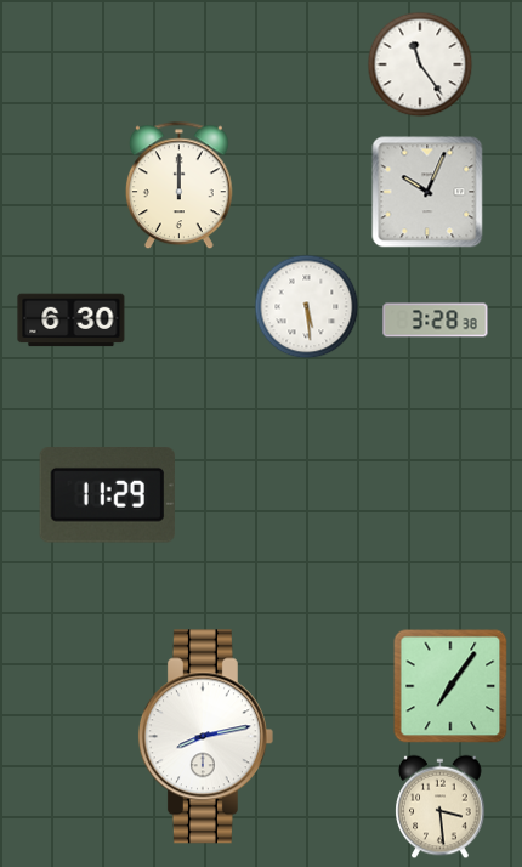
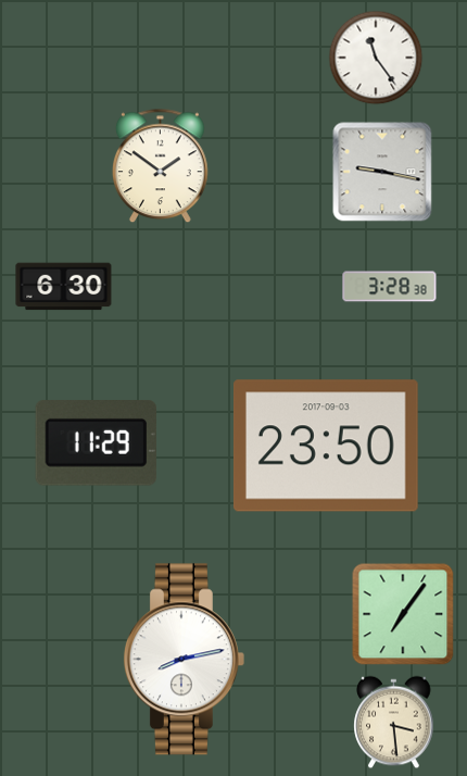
clock at (180, 186): 12:00 -> 1:51
clock at (427, 192): 10:04 -> 9:17
clock at (307, 307): 5:29 -> none
clock at (326, 446): none -> 23:50
